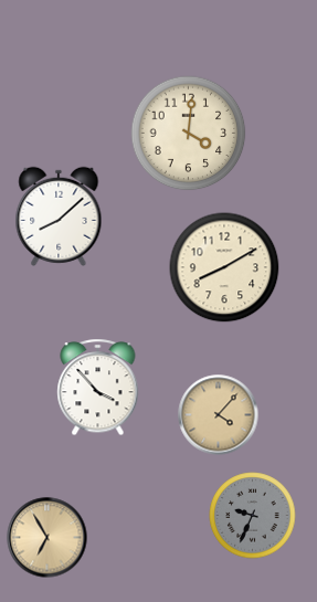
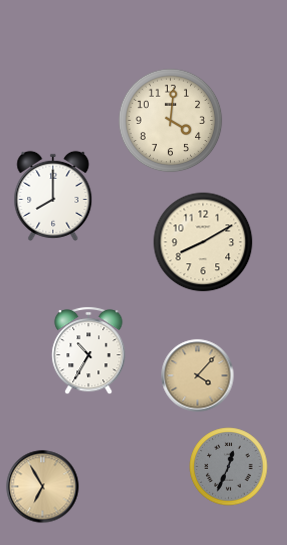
clock at (59, 216): 8:08 -> 8:00
clock at (98, 388): 3:53 -> 10:35
clock at (253, 516): 9:34 -> 12:34
